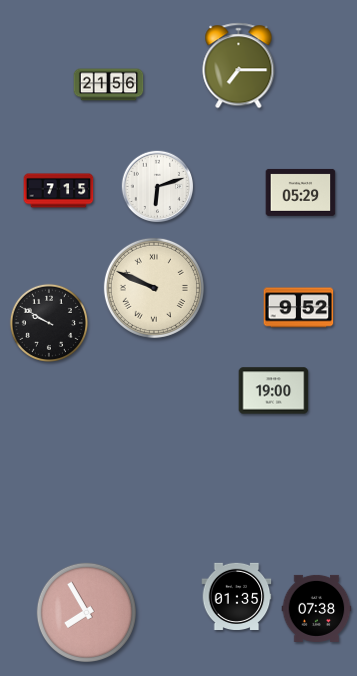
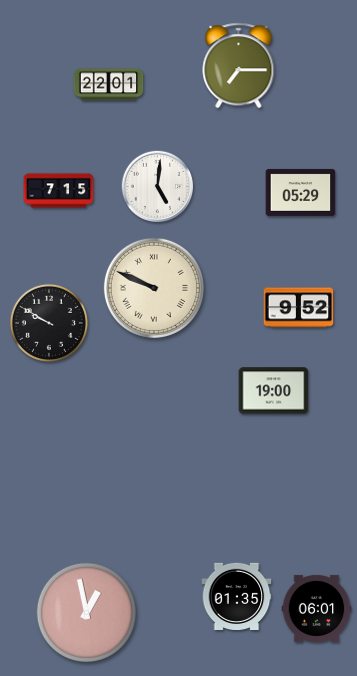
clock at (109, 85): 21:56 -> 22:01
clock at (158, 187): 6:12 -> 5:01
clock at (317, 608): 07:38 -> 06:01
clock at (86, 612): 7:55 -> 12:58
